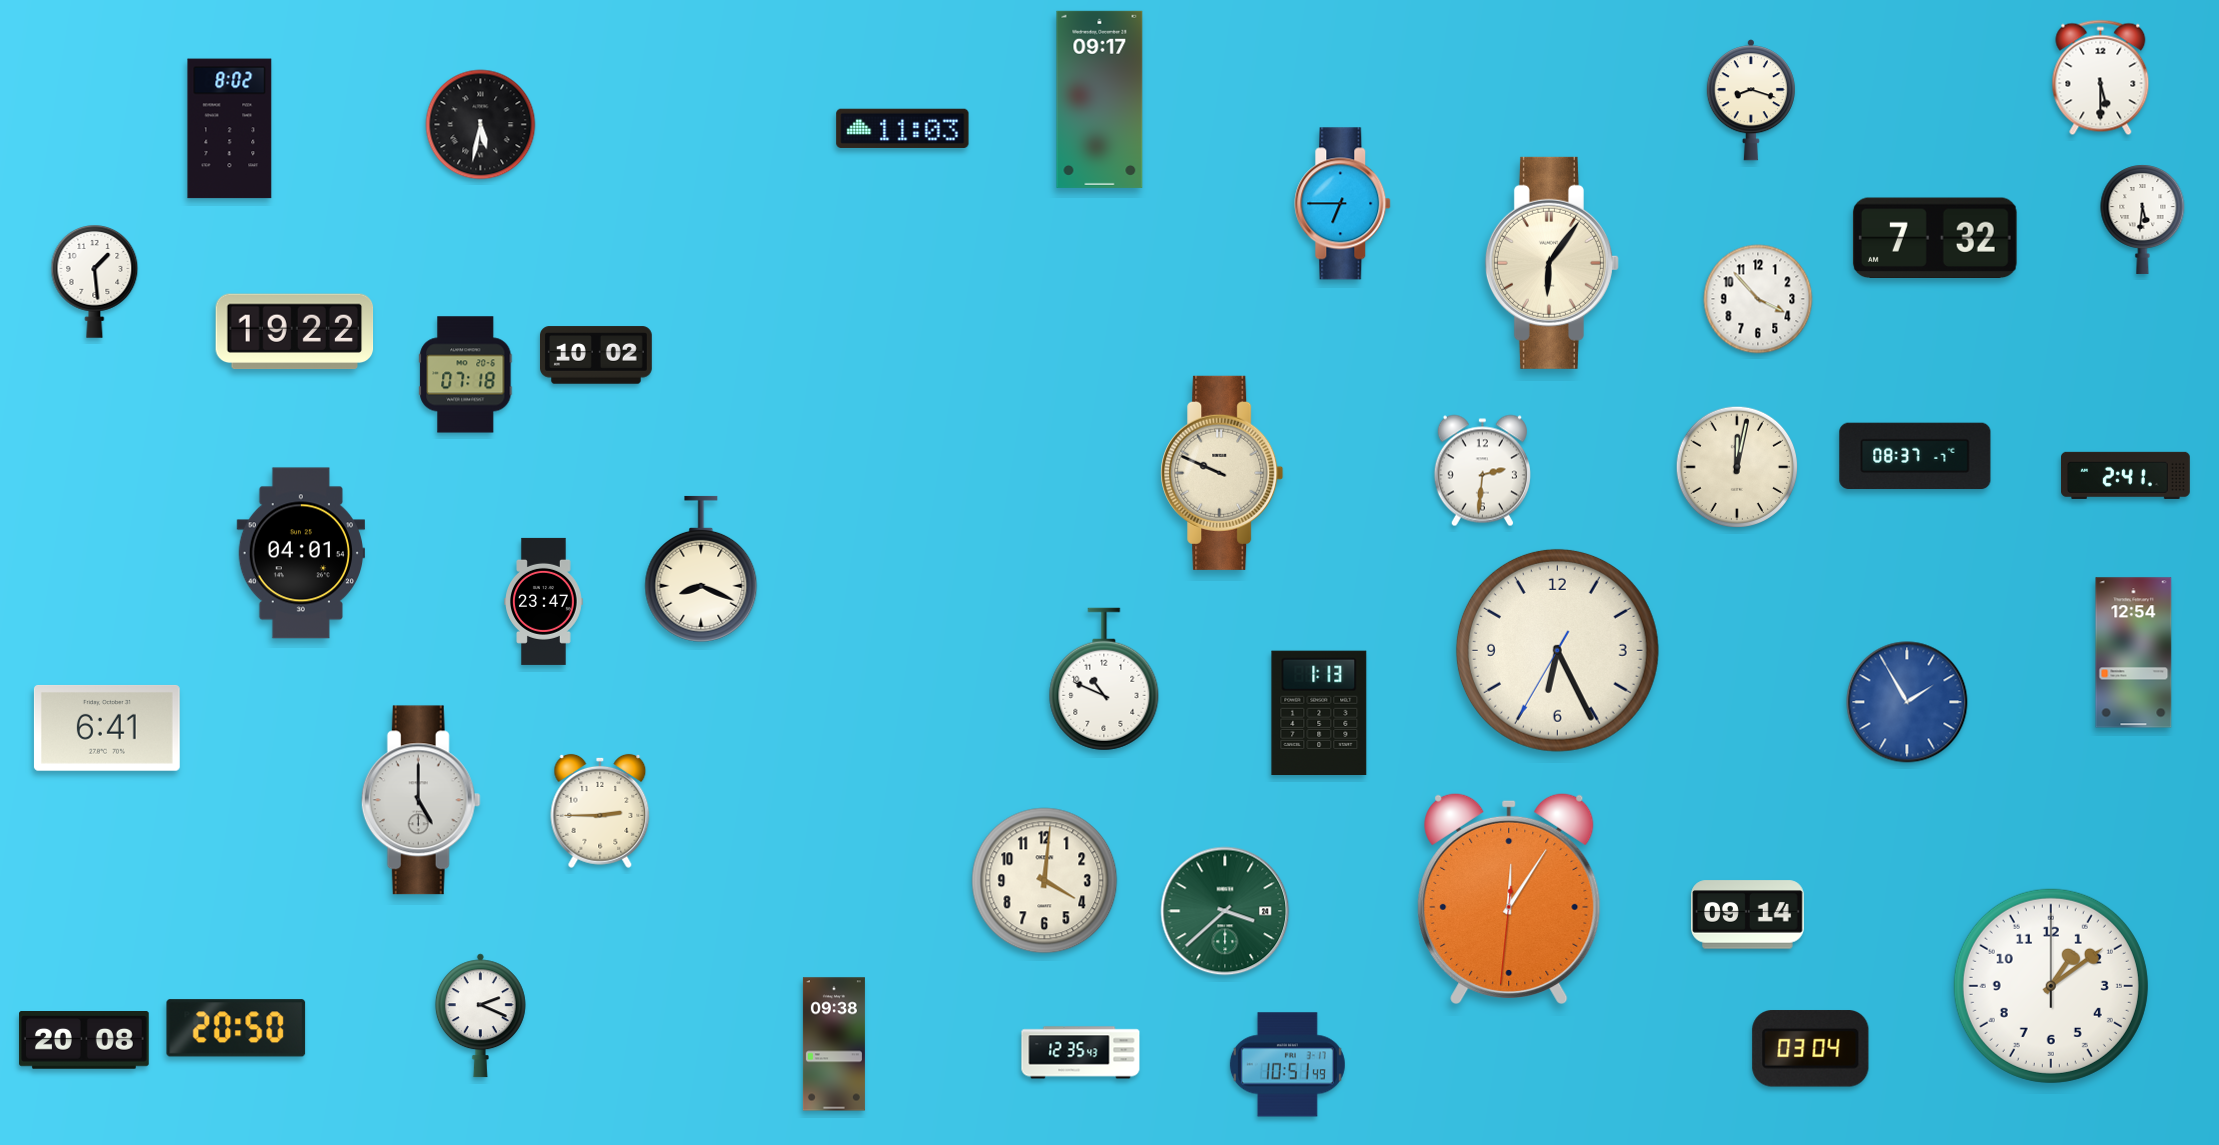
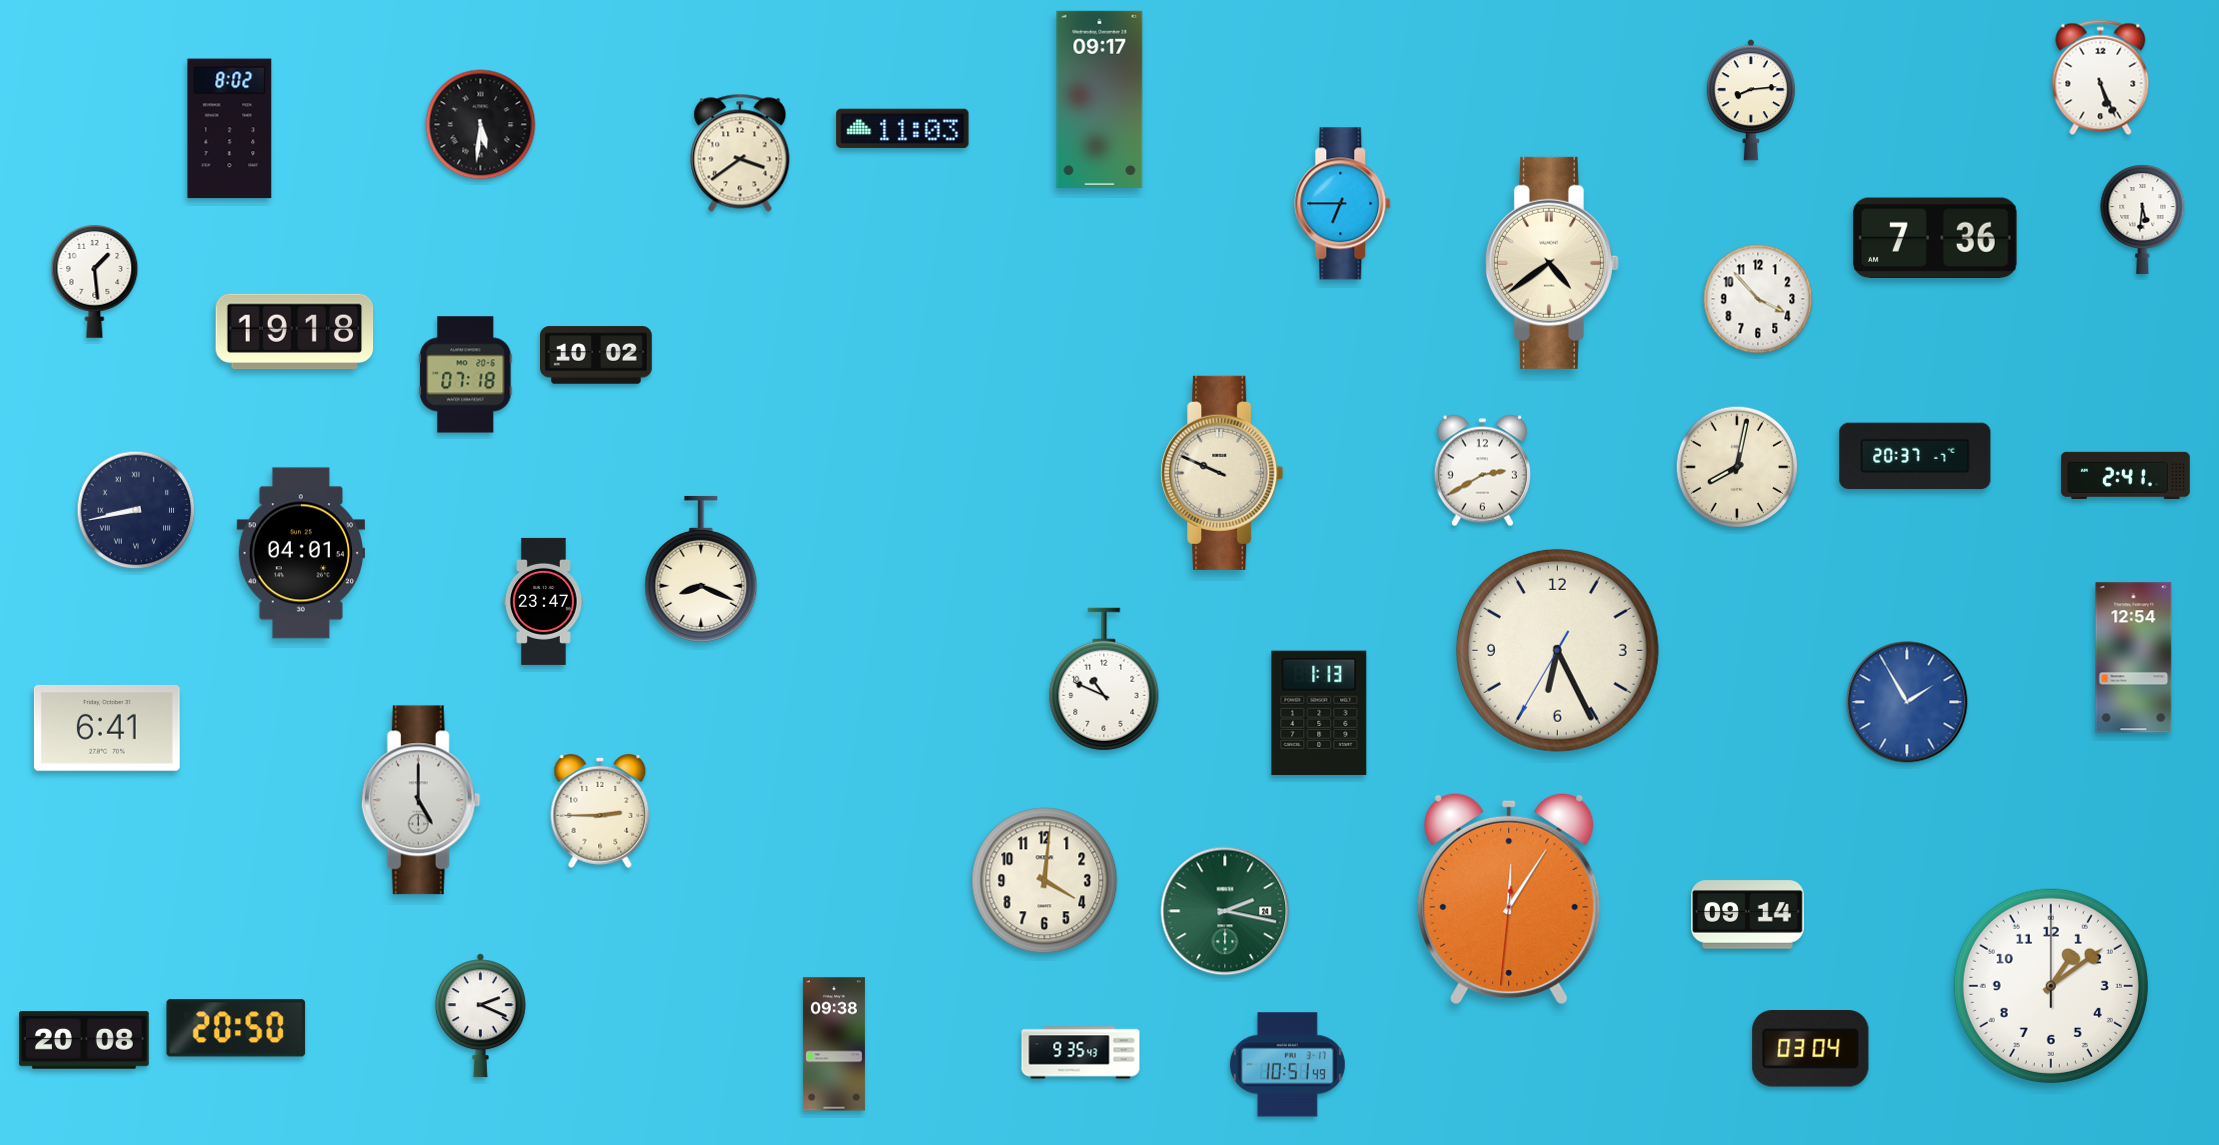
clock at (2101, 78): 5:30 -> 5:26
clock at (1751, 100): 8:18 -> 8:14
clock at (481, 125): 5:32 -> 5:31
clock at (740, 153): none -> 3:39
clock at (1935, 237): 7:32 -> 7:36
clock at (1552, 263): 6:06 -> 4:39
clock at (295, 332): 19:22 -> 19:18
clock at (1915, 456): 08:37 -> 20:37
clock at (1736, 466): 12:02 -> 8:02
clock at (1482, 471): 2:31 -> 2:40
clock at (136, 510): none -> 8:43
clock at (2134, 653) position: (2134, 653) -> (2134, 658)
clock at (1225, 911): 3:38 -> 2:17
clock at (1081, 1053): 12:35 -> 9:35
